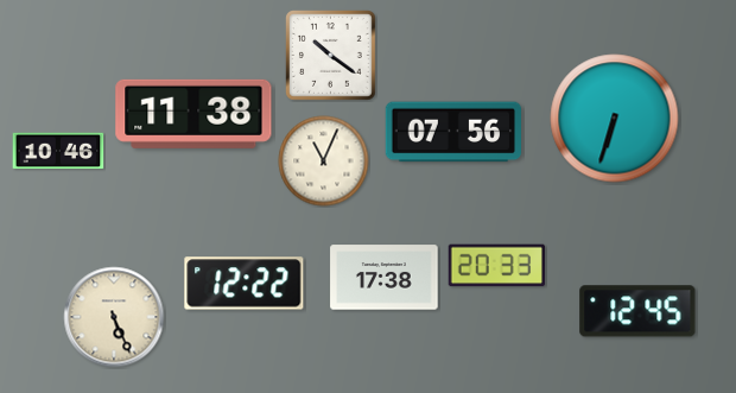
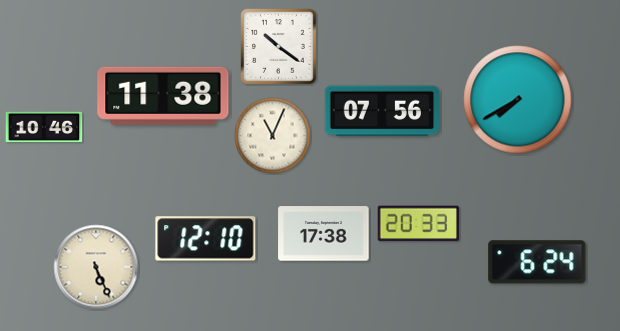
clock at (615, 119): 6:33 -> 7:40
clock at (58, 151) position: (58, 151) -> (44, 127)
clock at (245, 284): 12:22 -> 12:10
clock at (637, 311): 12:45 -> 6:24
